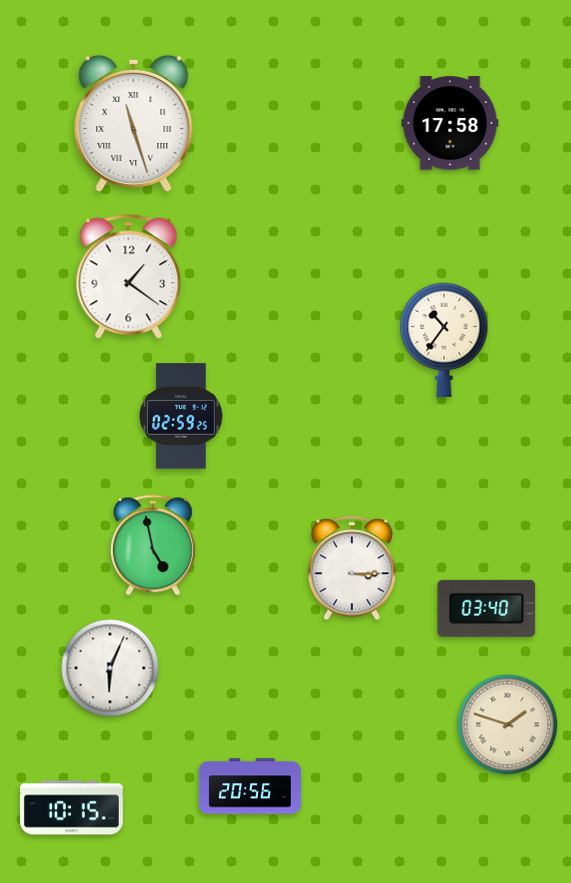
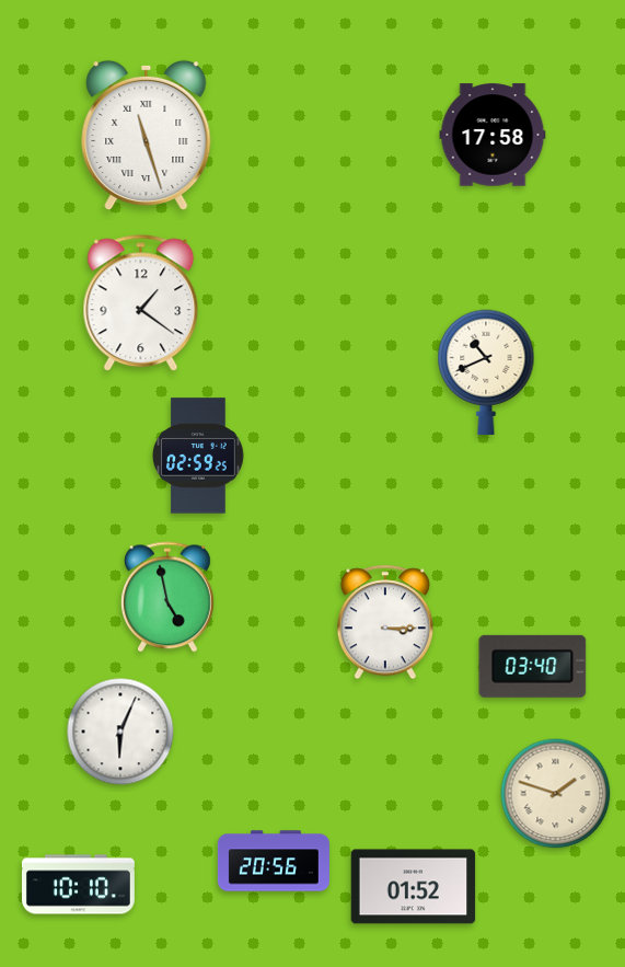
clock at (444, 339): 10:36 -> 10:41
clock at (71, 808): 10:15 -> 10:10
clock at (414, 887): none -> 01:52
